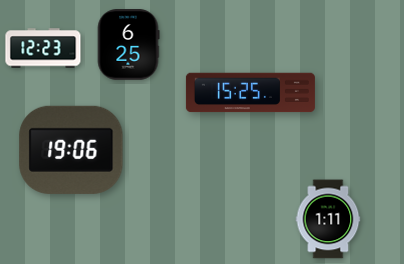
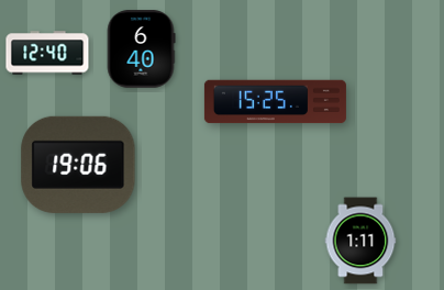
clock at (128, 45): 6:25 -> 6:40
clock at (43, 48): 12:23 -> 12:40
